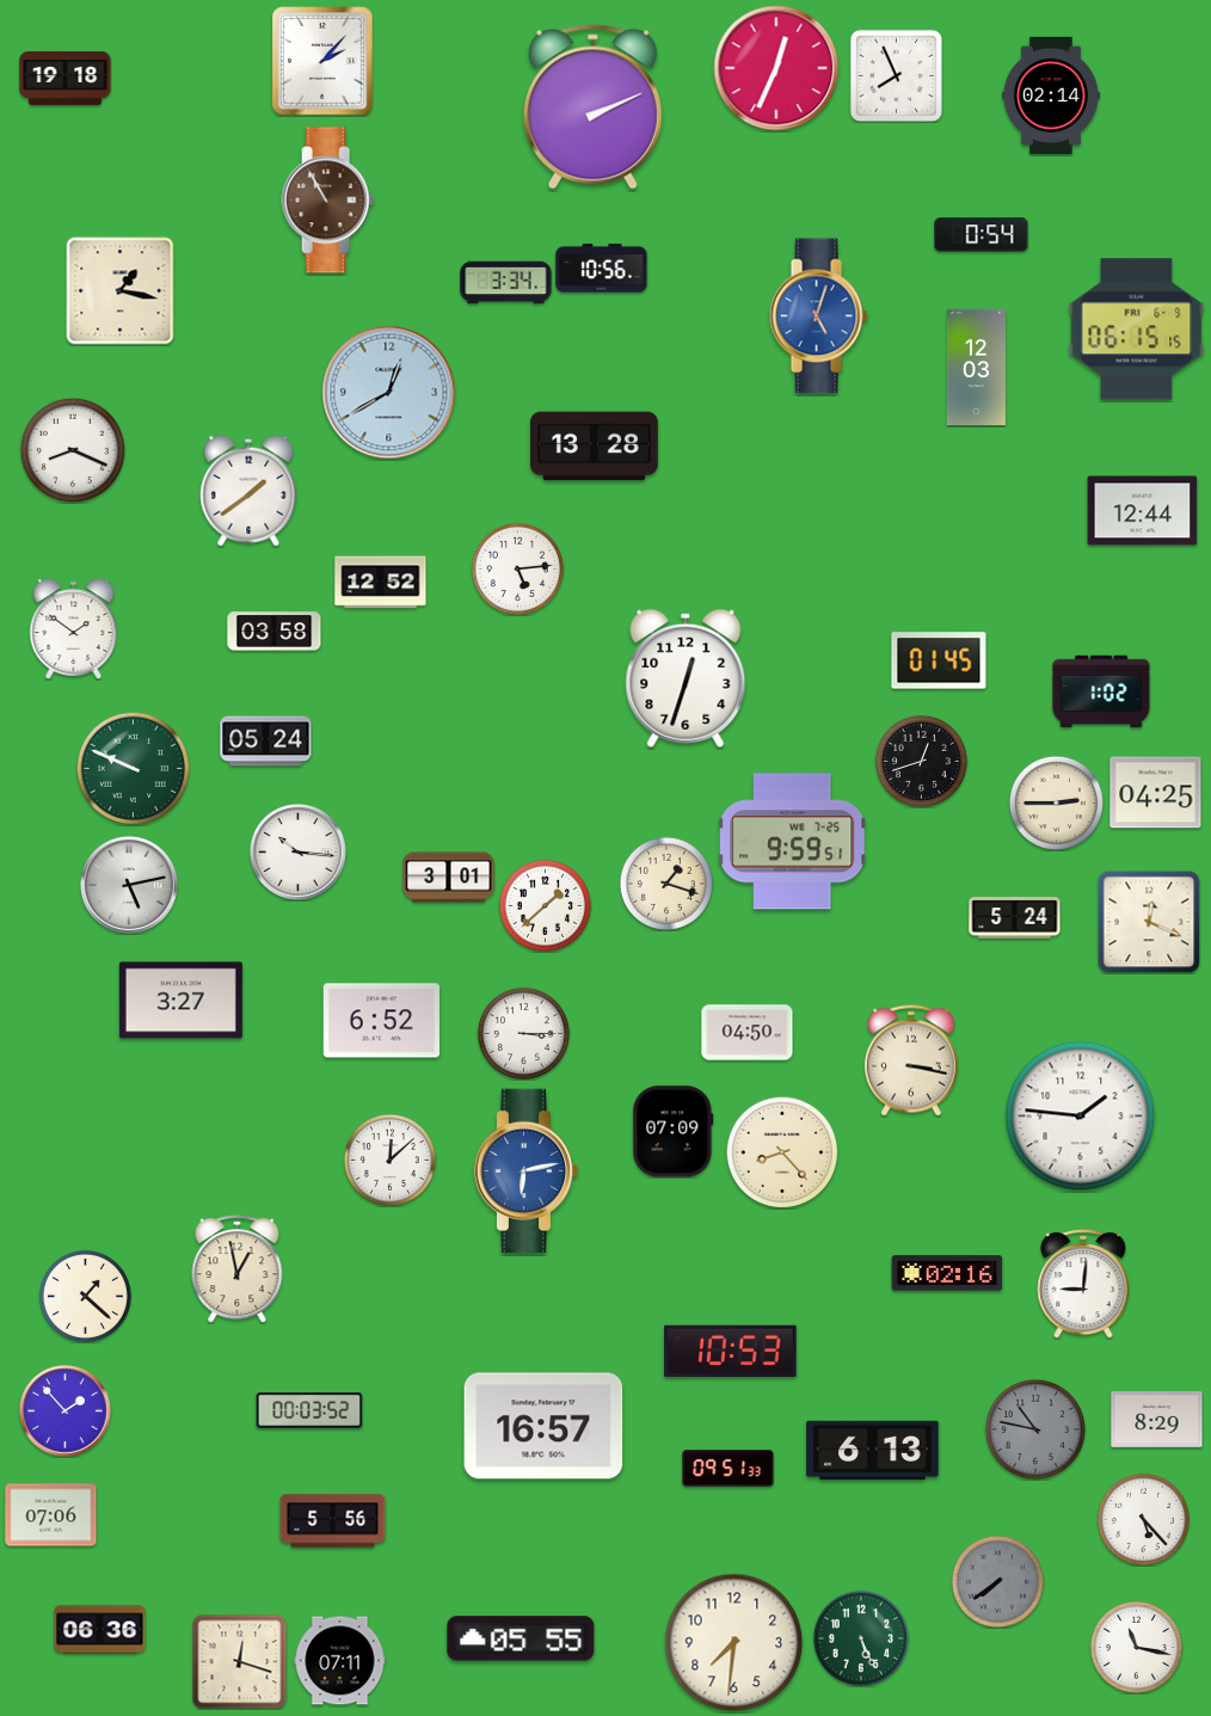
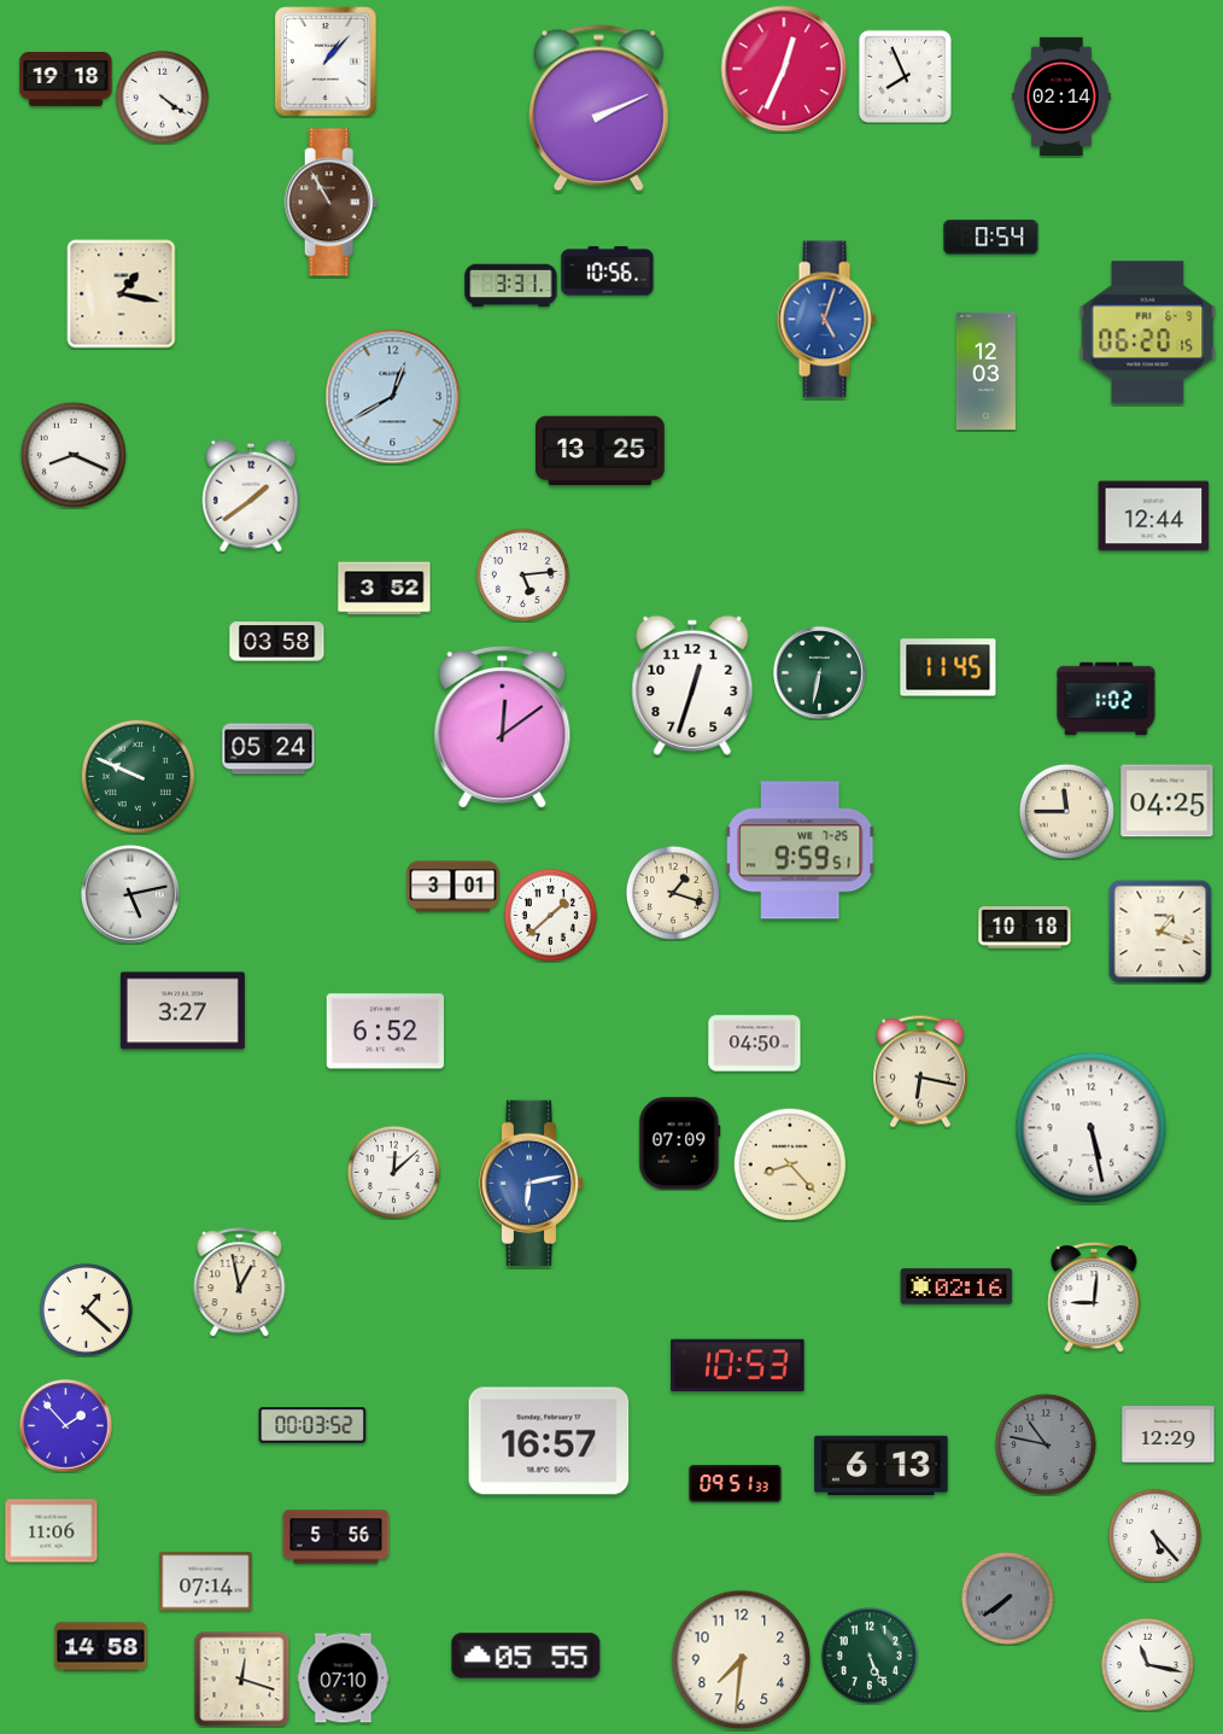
clock at (322, 61): 2:07 -> 1:07
clock at (162, 97): none -> 4:21
clock at (506, 283): 3:34 -> 3:31
clock at (1137, 330): 06:15 -> 06:20
clock at (595, 447): 13:28 -> 13:25
clock at (381, 583): 12:52 -> 3:52
clock at (74, 628): 1:51 -> none
clock at (275, 632) position: (275, 632) -> (277, 642)
clock at (939, 660): 01:45 -> 11:45
clock at (820, 673): none -> 6:32
clock at (1101, 691) position: (1101, 691) -> (1106, 699)
clock at (503, 728): none -> 12:09
clock at (921, 761): 12:42 -> none
clock at (133, 768) position: (133, 768) -> (137, 776)
clock at (1056, 802): 2:45 -> 11:45
clock at (297, 851): 10:16 -> none
clock at (1015, 918): 5:24 -> 10:18
clock at (1149, 922): 12:19 -> 1:18
clock at (523, 1033): 3:15 -> none
clock at (911, 1060): 3:17 -> 6:17
clock at (1081, 1117): 1:46 -> 5:28
clock at (1157, 1420): 8:29 -> 12:29
clock at (51, 1515): 07:06 -> 11:06
clock at (206, 1582): none -> 07:14
clock at (100, 1630): 06:36 -> 14:58
clock at (340, 1661): 07:11 -> 07:10
